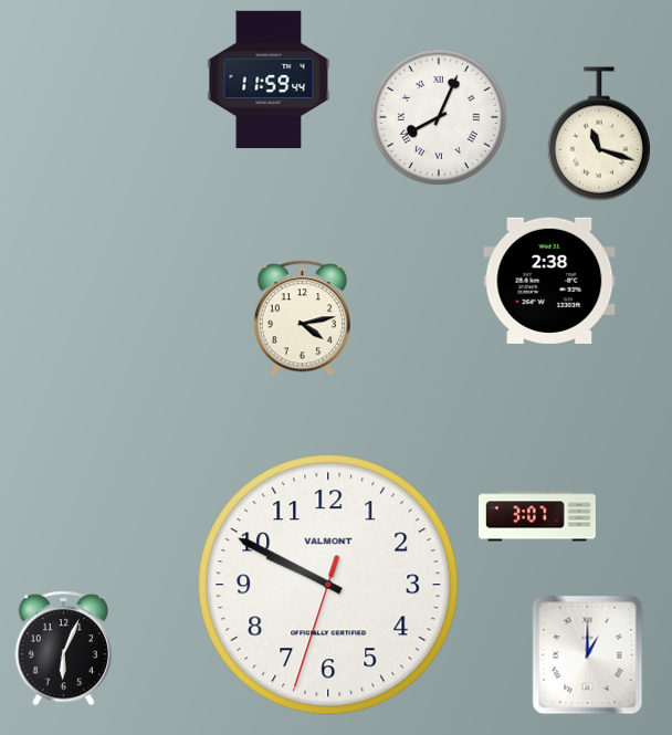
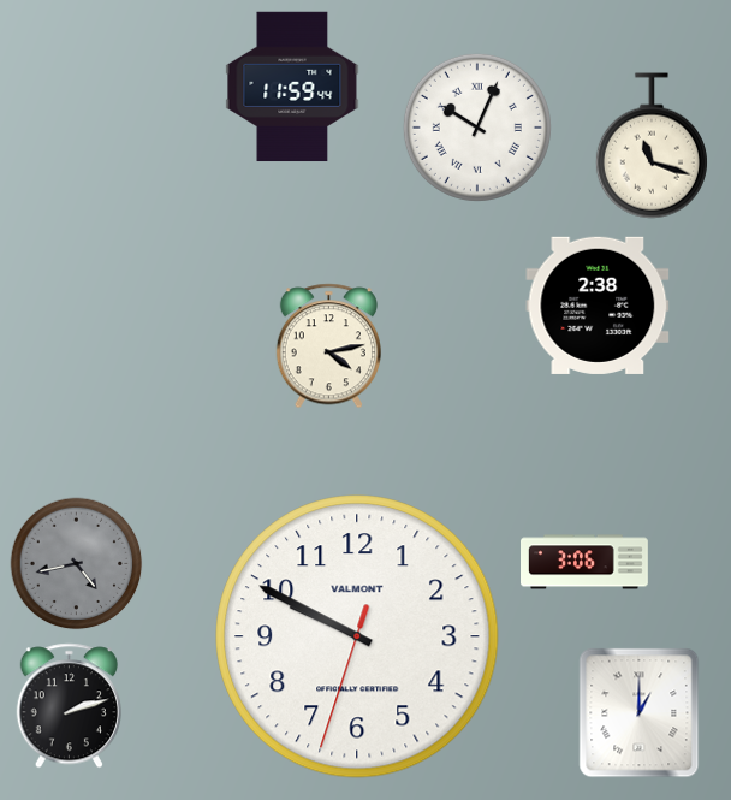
clock at (439, 117): 8:04 -> 10:04
clock at (538, 516): 3:07 -> 3:06
clock at (77, 564): none -> 4:43
clock at (63, 649): 6:04 -> 2:12
